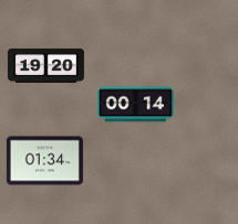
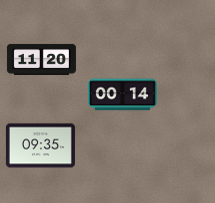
clock at (45, 65): 19:20 -> 11:20
clock at (44, 161): 01:34 -> 09:35
